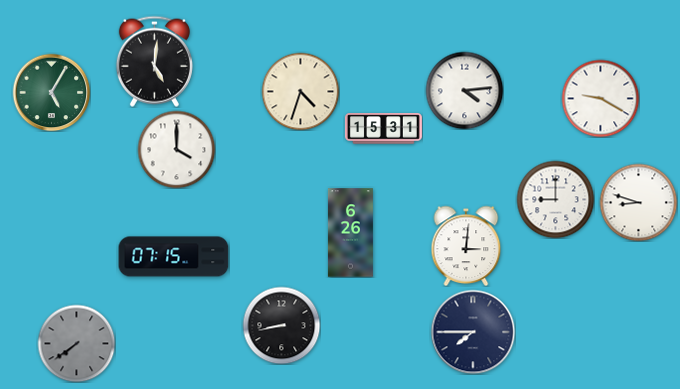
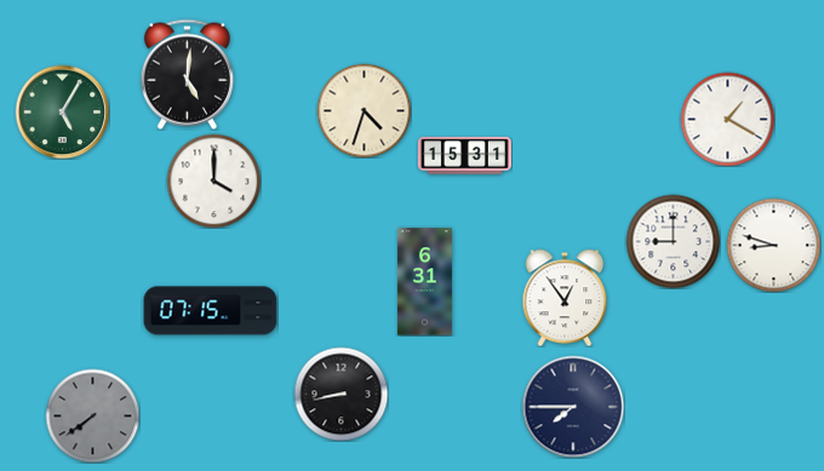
clock at (464, 90): 4:14 -> none
clock at (600, 98): 9:20 -> 1:20
clock at (350, 233): 6:26 -> 6:31
clock at (466, 246): 3:01 -> 12:54
clock at (473, 332) position: (473, 332) -> (573, 407)
